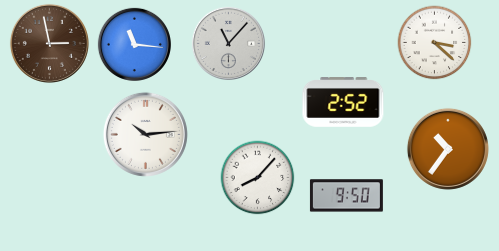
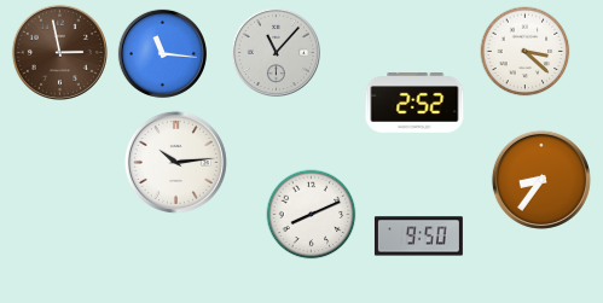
clock at (343, 102) position: (343, 102) -> (414, 103)
clock at (448, 149): 10:36 -> 8:36
clock at (258, 178): 8:07 -> 8:11
